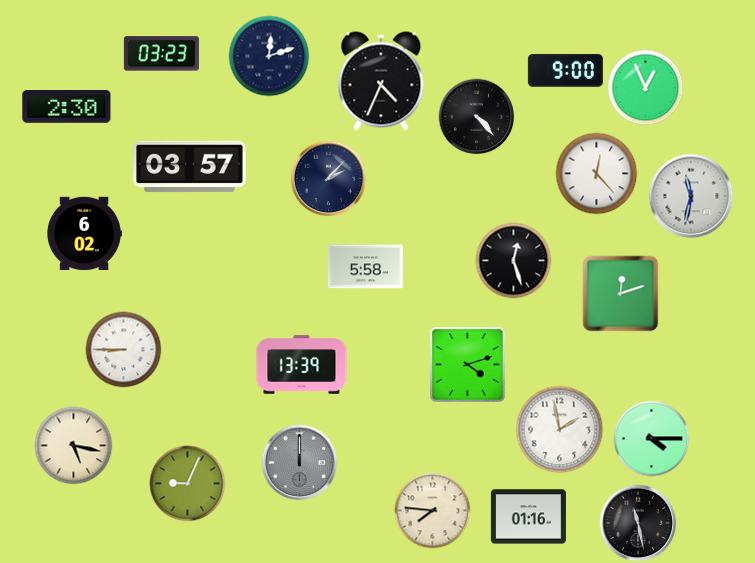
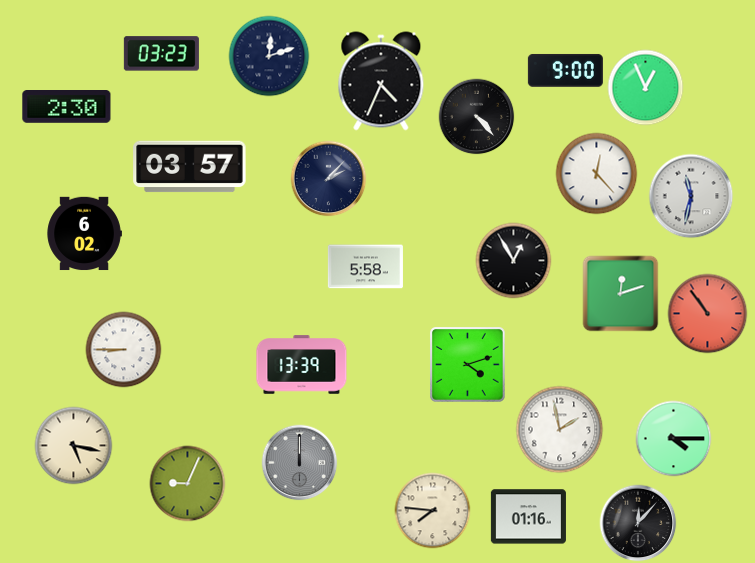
clock at (514, 261): 12:27 -> 12:55
clock at (708, 314): none -> 10:54
clock at (652, 439) position: (652, 439) -> (674, 439)
clock at (638, 523): 11:28 -> 12:07
